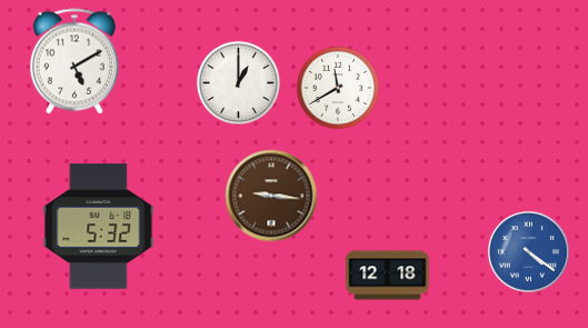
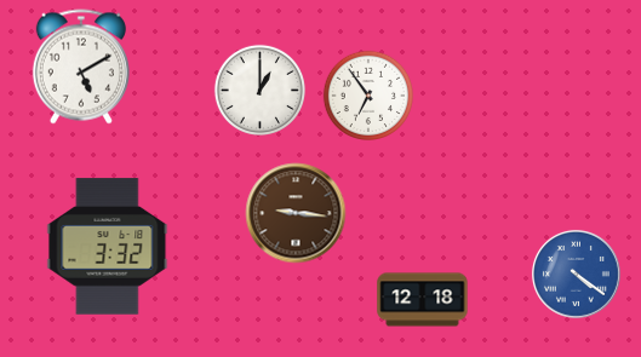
clock at (337, 87): 11:40 -> 6:54
clock at (99, 227): 5:32 -> 3:32
